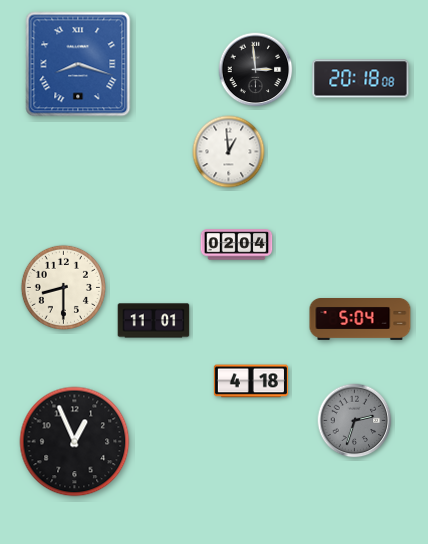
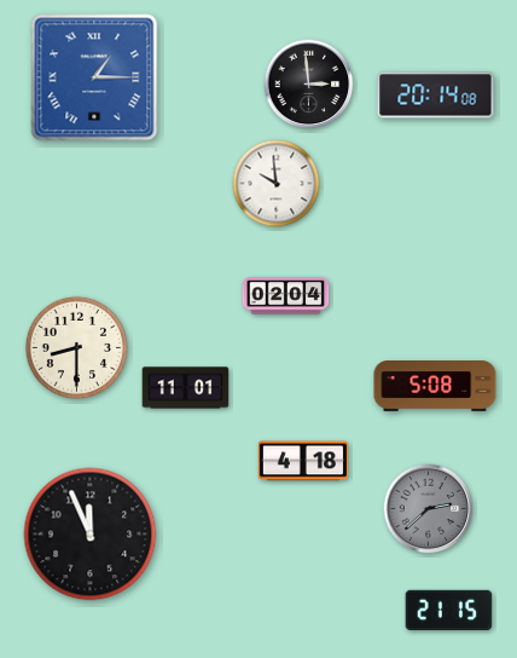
clock at (78, 64): 8:18 -> 1:15
clock at (361, 79): 20:18 -> 20:14
clock at (229, 152): 12:59 -> 9:59
clock at (360, 320): 5:04 -> 5:08
clock at (355, 421): 2:33 -> 2:38
clock at (75, 442): 12:56 -> 11:56
clock at (449, 610): none -> 21:15
